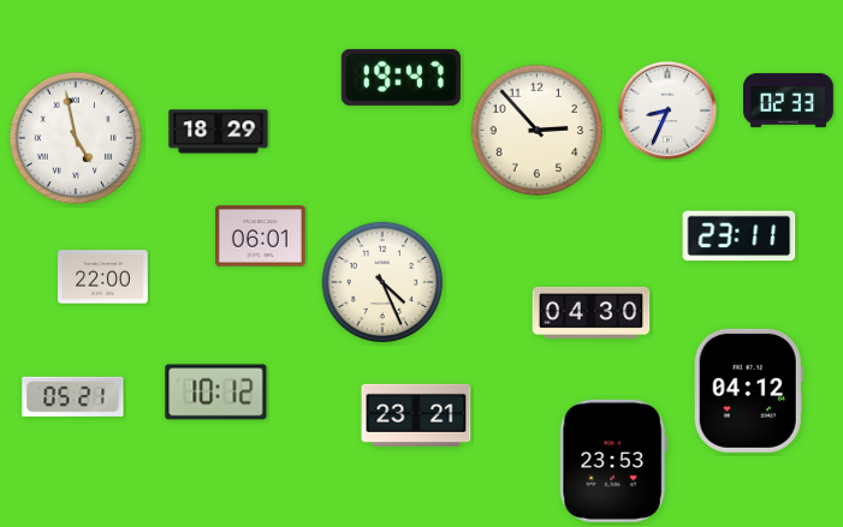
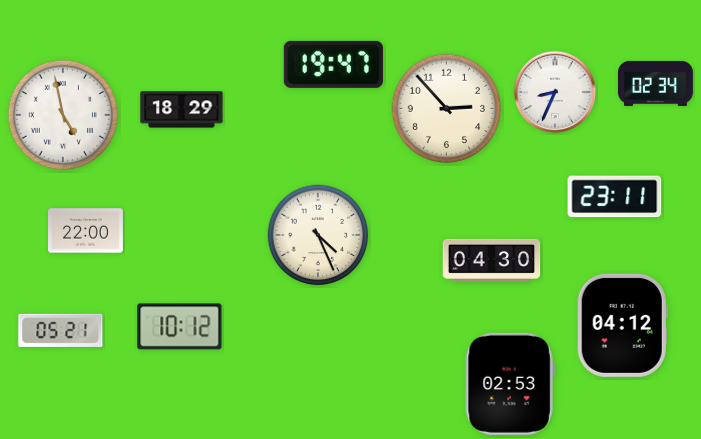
clock at (789, 100): 02:33 -> 02:34
clock at (261, 236): 06:01 -> none
clock at (416, 415): 23:21 -> none
clock at (613, 461): 23:53 -> 02:53
